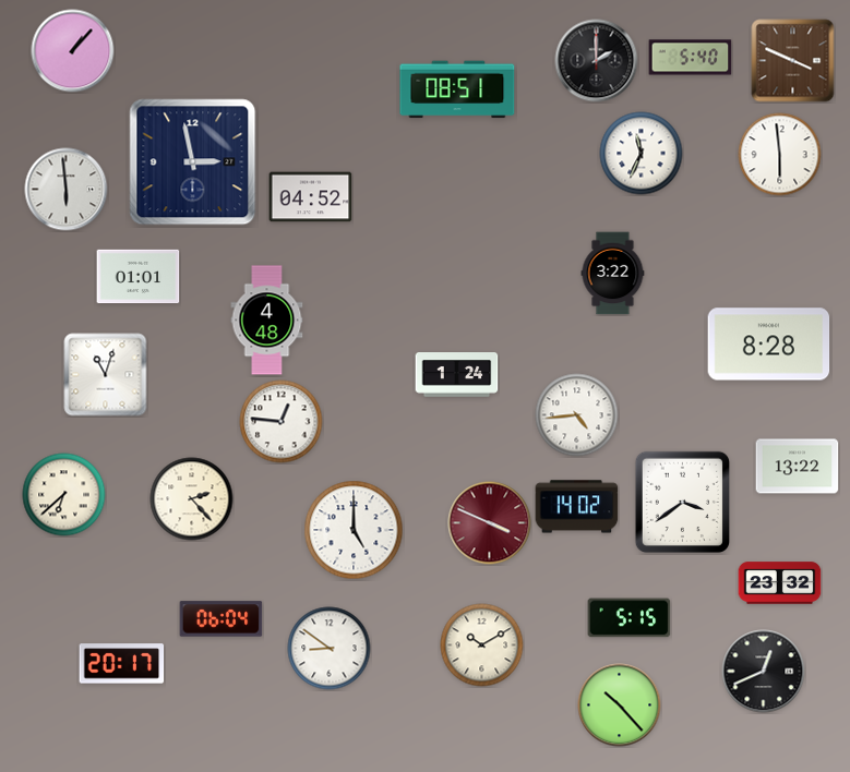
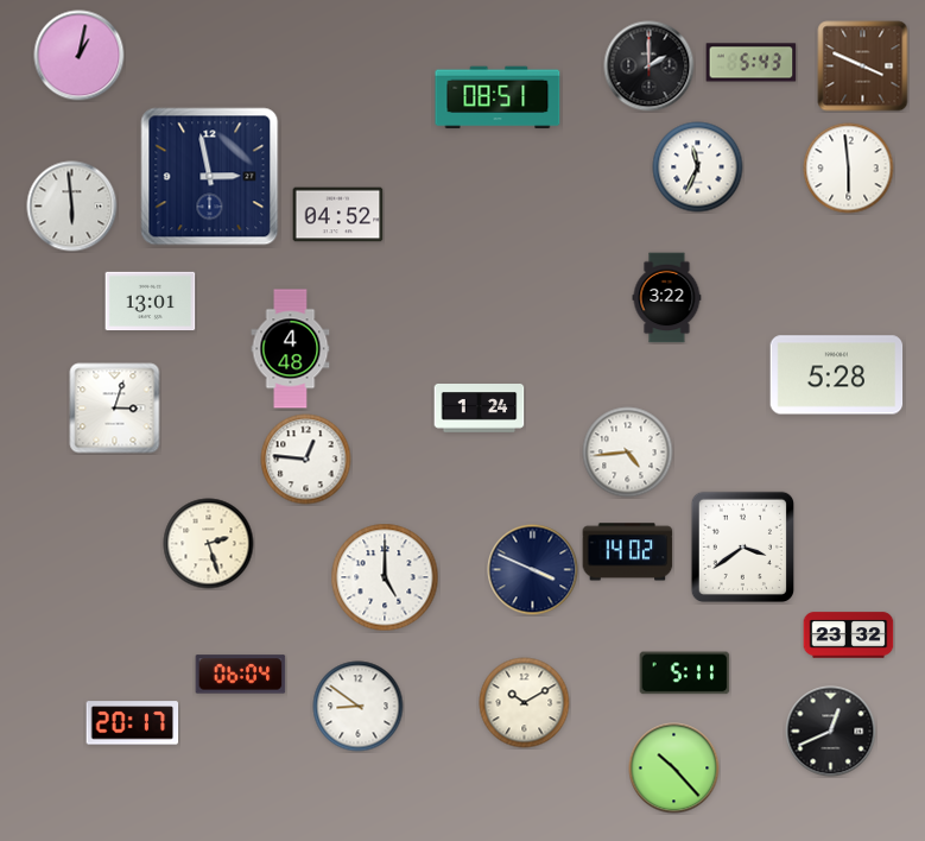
clock at (73, 51): 1:07 -> 1:02
clock at (691, 58): 5:40 -> 5:43
clock at (139, 277): 01:01 -> 13:01
clock at (769, 345): 8:28 -> 5:28
clock at (106, 375): 11:03 -> 3:03
clock at (457, 375) position: (457, 375) -> (480, 409)
clock at (798, 467): 13:22 -> none
clock at (64, 495): 6:38 -> none
clock at (192, 499): 2:23 -> 2:27
clock at (490, 523) dial: burgundy -> navy
clock at (630, 618): 5:15 -> 5:11
